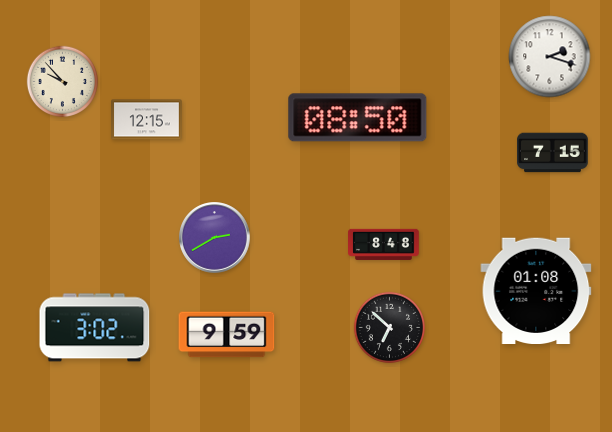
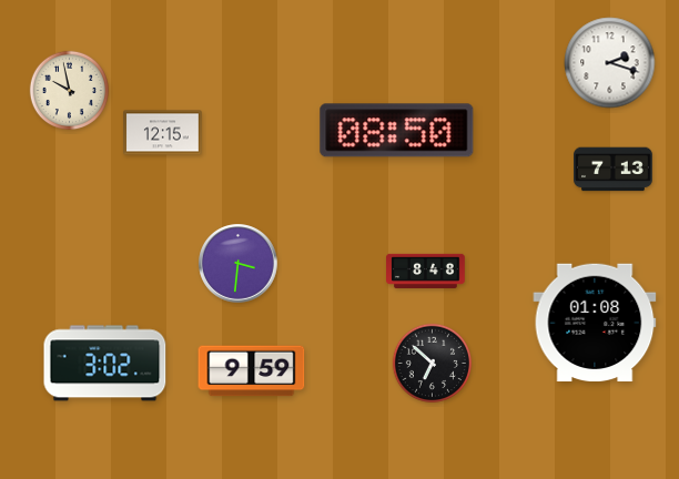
clock at (63, 82): 9:53 -> 9:58
clock at (553, 153): 7:15 -> 7:13
clock at (215, 238): 2:40 -> 3:31
